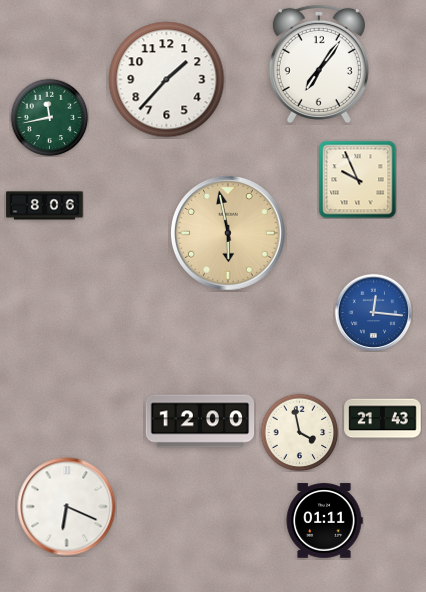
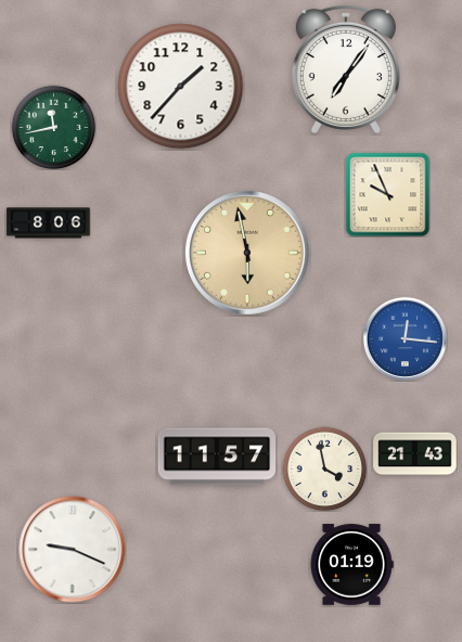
clock at (200, 421): 12:00 -> 11:57
clock at (67, 507): 6:19 -> 9:19
clock at (324, 521): 01:11 -> 01:19
